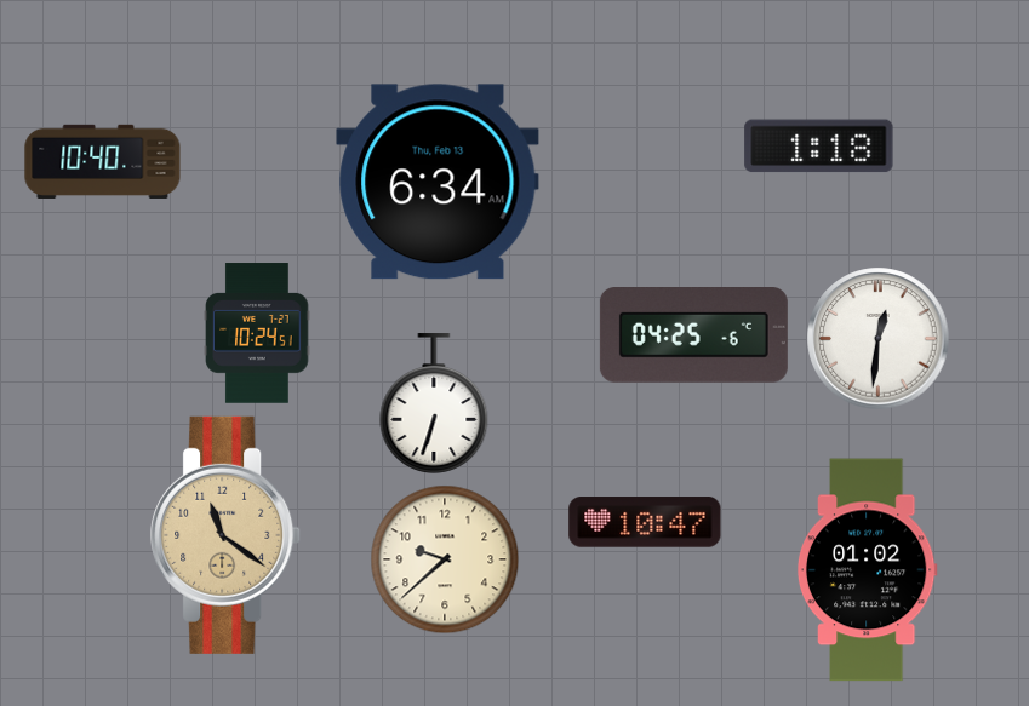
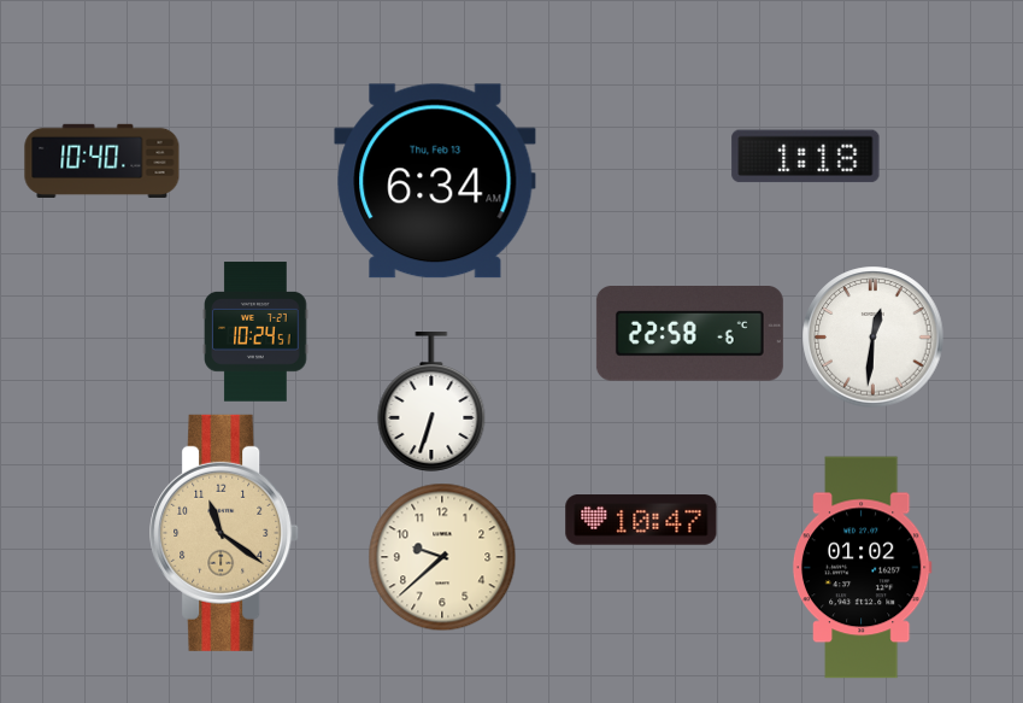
clock at (819, 147) position: (819, 147) -> (806, 157)
clock at (693, 335): 04:25 -> 22:58
